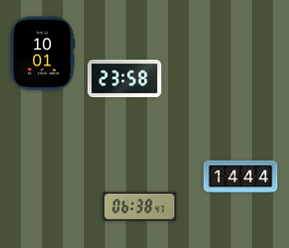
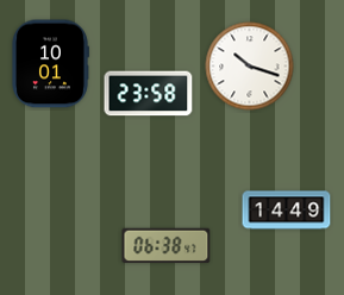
clock at (250, 67): none -> 10:18
clock at (241, 177): 14:44 -> 14:49
